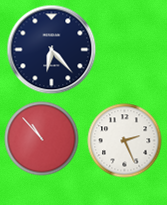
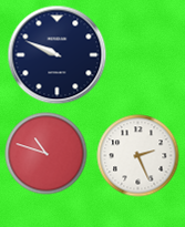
clock at (52, 50): 6:23 -> 9:49
clock at (42, 139): 10:53 -> 10:48
